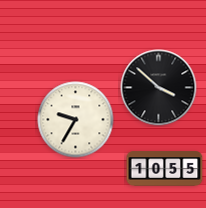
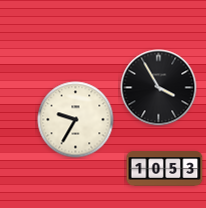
clock at (159, 88): 3:52 -> 3:55
clock at (165, 169): 10:55 -> 10:53
